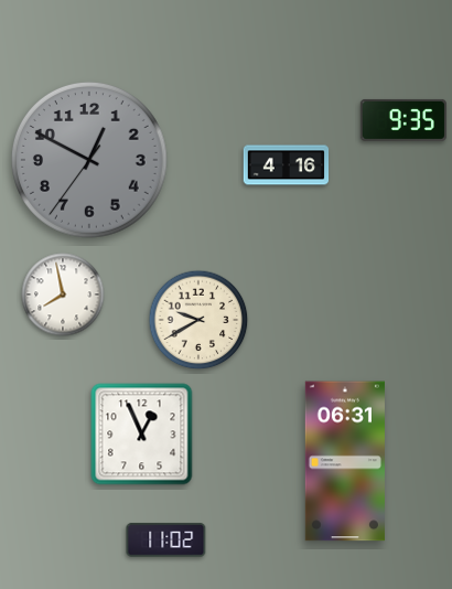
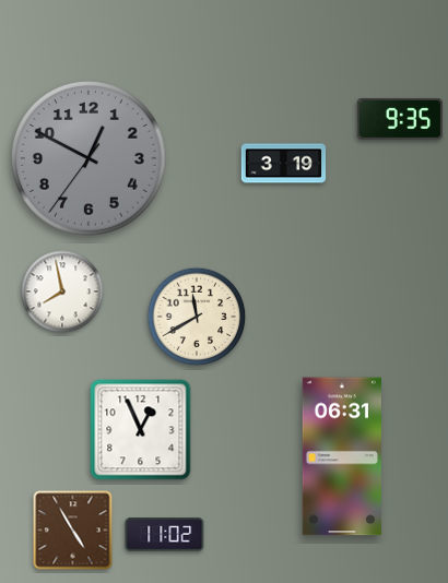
clock at (287, 165): 4:16 -> 3:19
clock at (198, 320): 9:40 -> 11:40
clock at (73, 531): none -> 4:55
